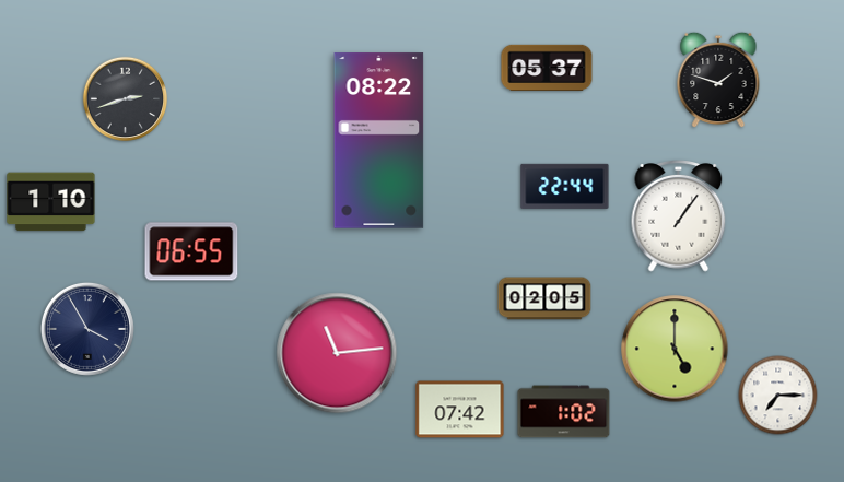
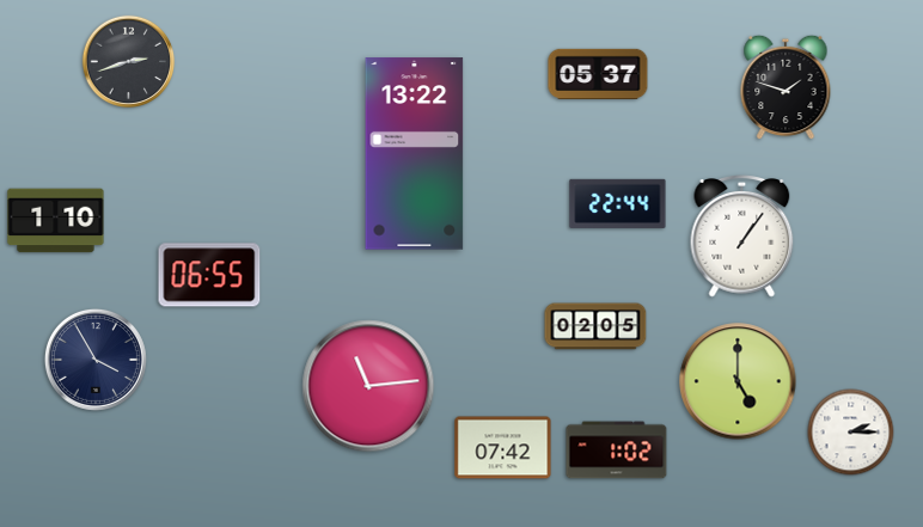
clock at (126, 99) position: (126, 99) -> (129, 62)
clock at (379, 141): 08:22 -> 13:22
clock at (778, 396): 7:15 -> 2:15
